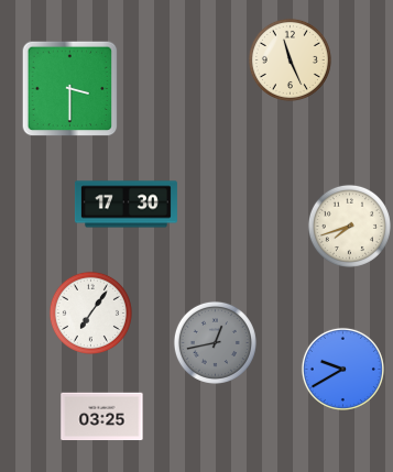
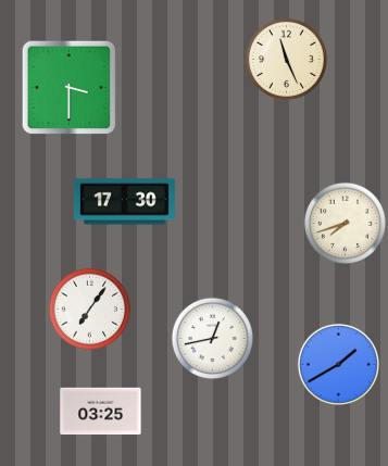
clock at (215, 342) dial: grey -> white
clock at (342, 369): 9:40 -> 1:40
